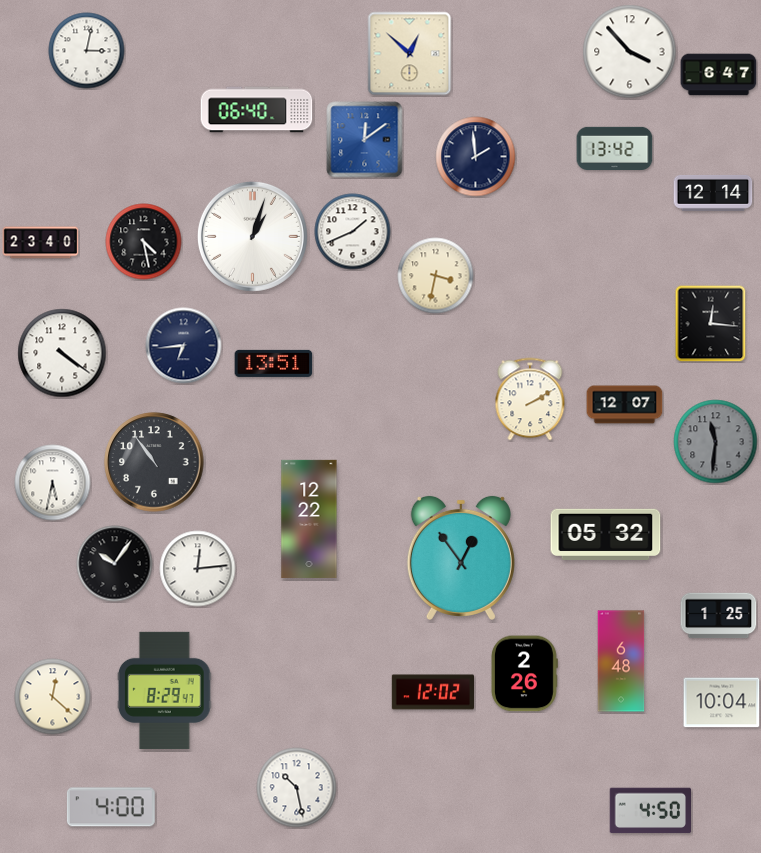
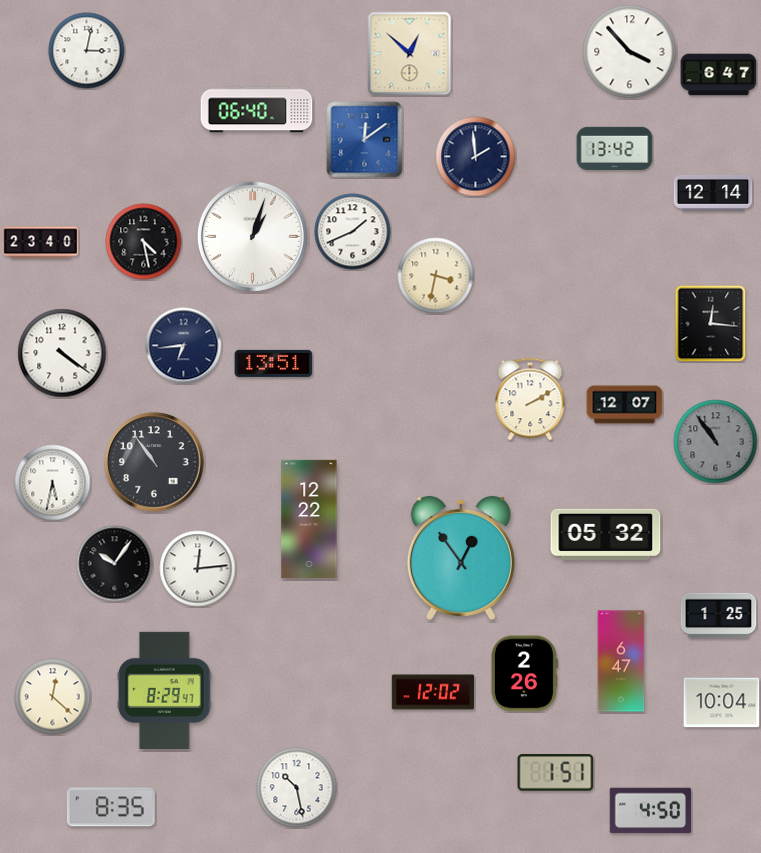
clock at (716, 442): 11:31 -> 10:54
clock at (621, 661): 6:48 -> 6:47
clock at (556, 773): none -> 1:51
clock at (111, 807): 4:00 -> 8:35
